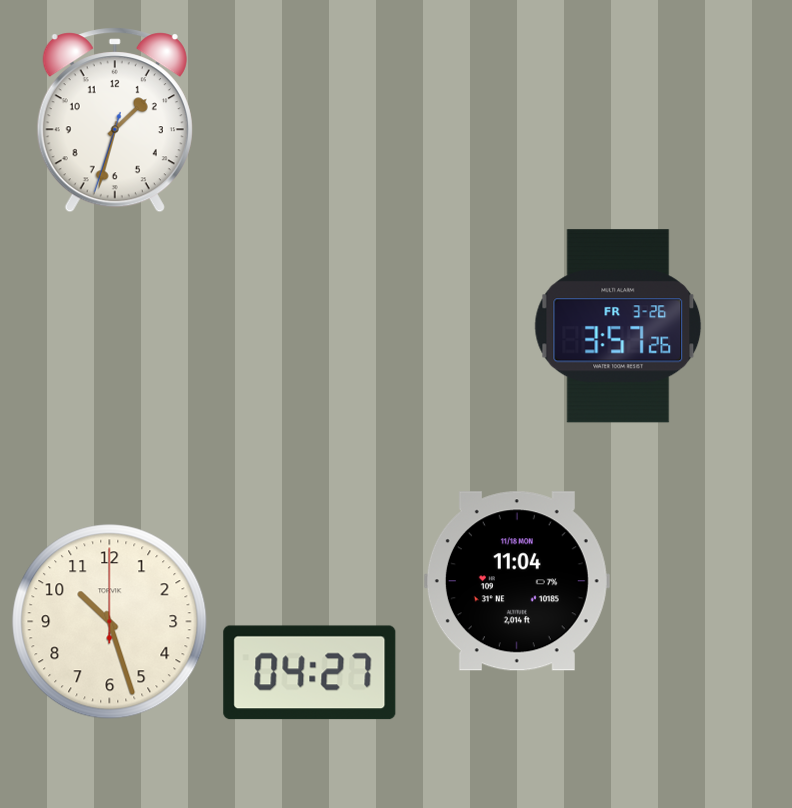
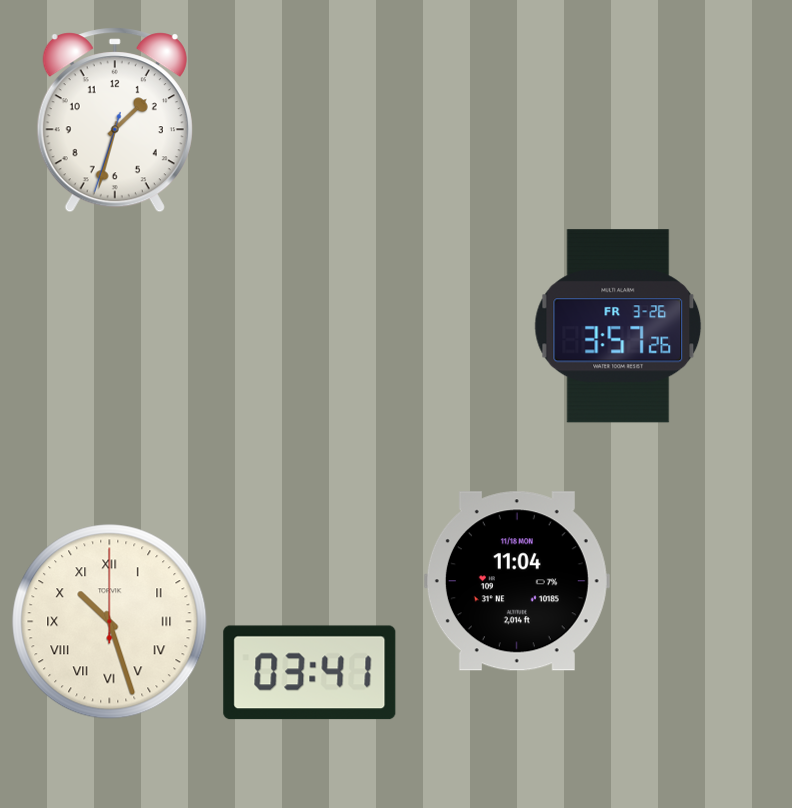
clock at (110, 622) numerals: Arabic -> Roman
clock at (310, 673): 04:27 -> 03:41
